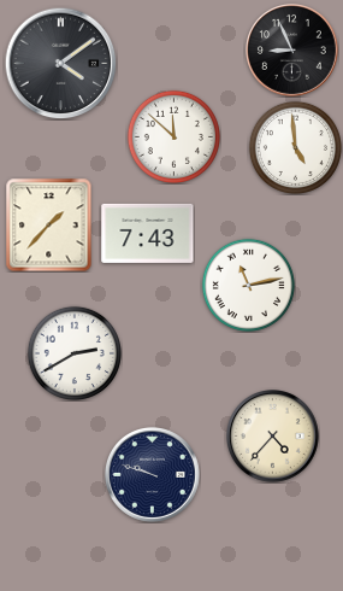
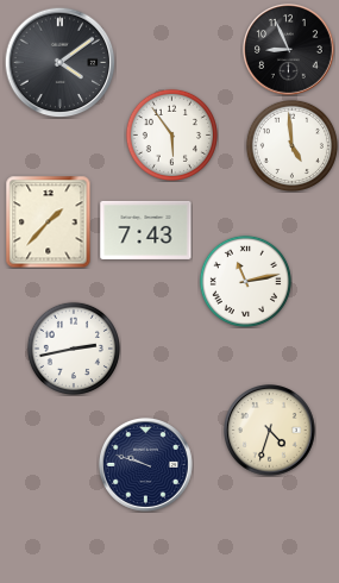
clock at (173, 136): 11:52 -> 5:54
clock at (75, 353): 2:40 -> 2:43
clock at (273, 437): 4:37 -> 4:33
clock at (152, 474) position: (152, 474) -> (145, 464)
